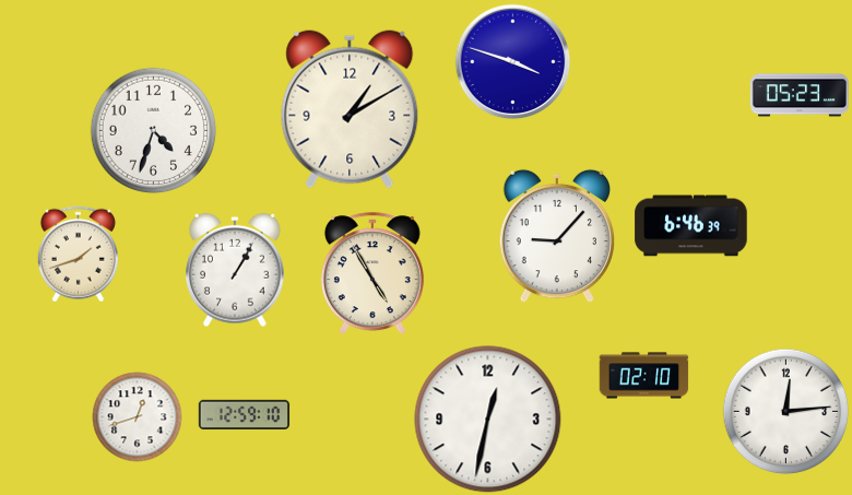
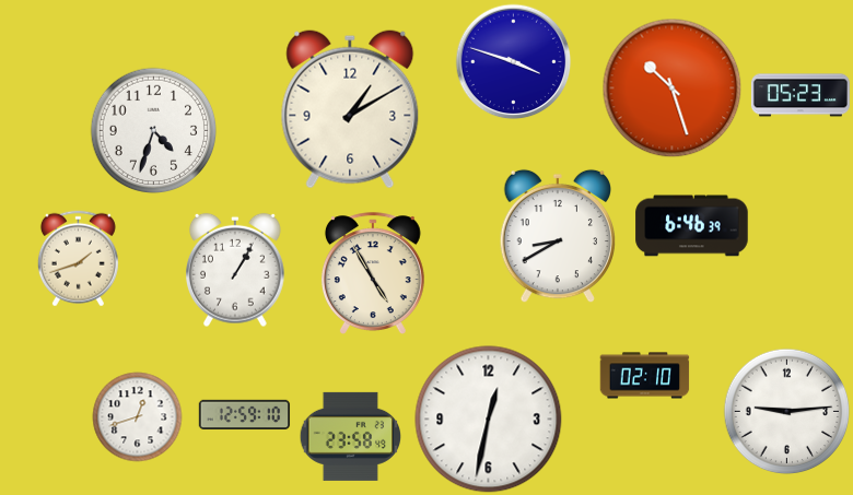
clock at (671, 87): none -> 10:27
clock at (556, 236): 9:07 -> 8:40
clock at (78, 254) position: (78, 254) -> (78, 258)
clock at (785, 411): 12:14 -> 9:14
clock at (350, 436): none -> 23:58
